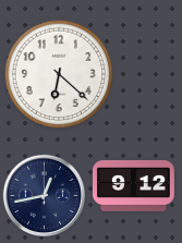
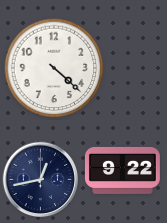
clock at (59, 74): 6:22 -> 4:22
clock at (133, 185): 9:12 -> 9:22
